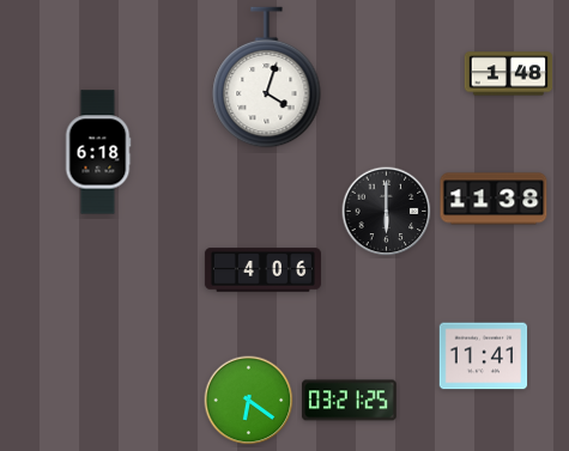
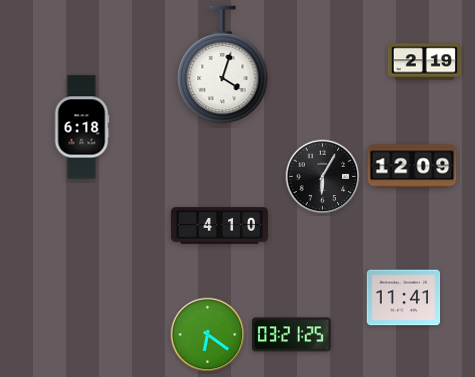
clock at (509, 74): 1:48 -> 2:19
clock at (494, 199): 11:38 -> 12:09
clock at (387, 212): 6:00 -> 6:05
clock at (262, 270): 4:06 -> 4:10
